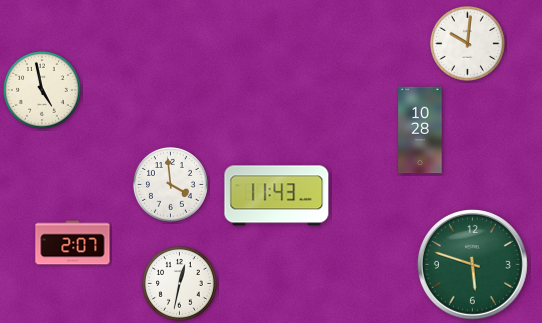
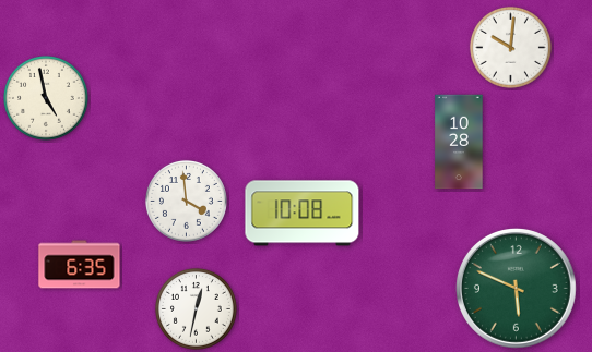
clock at (277, 196): 11:43 -> 10:08
clock at (73, 243): 2:07 -> 6:35
clock at (472, 264): 5:48 -> 5:49
